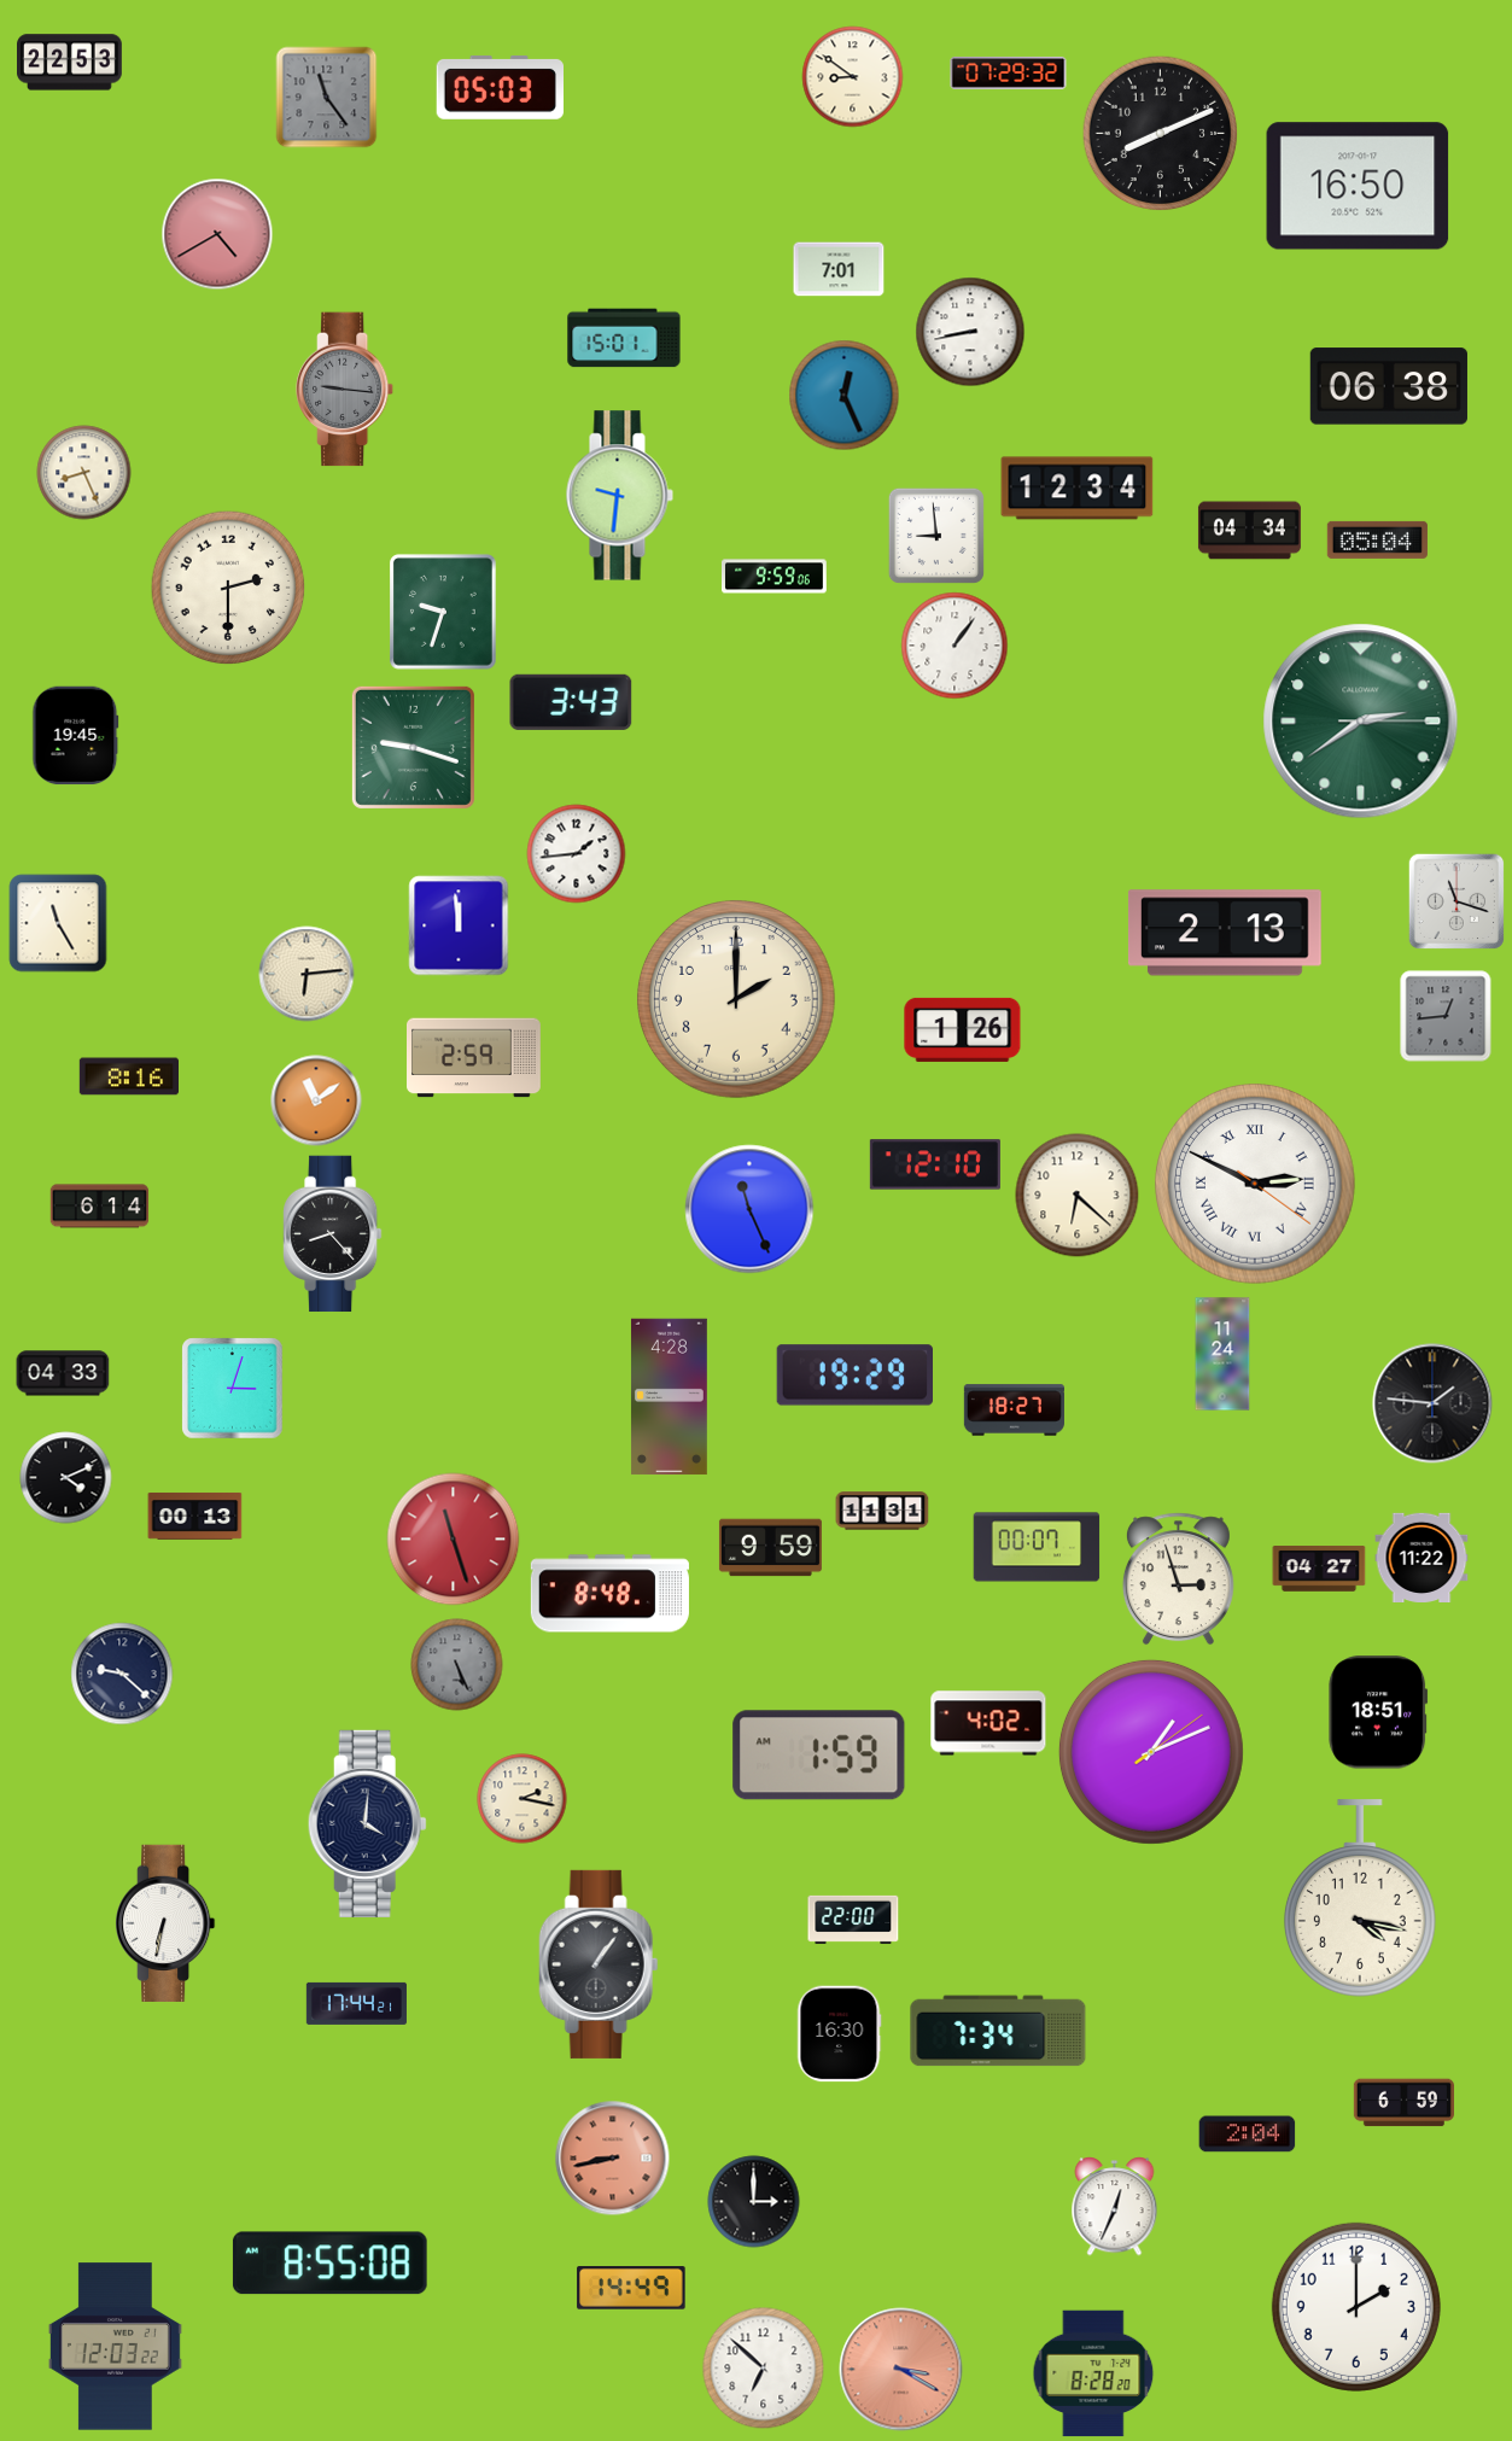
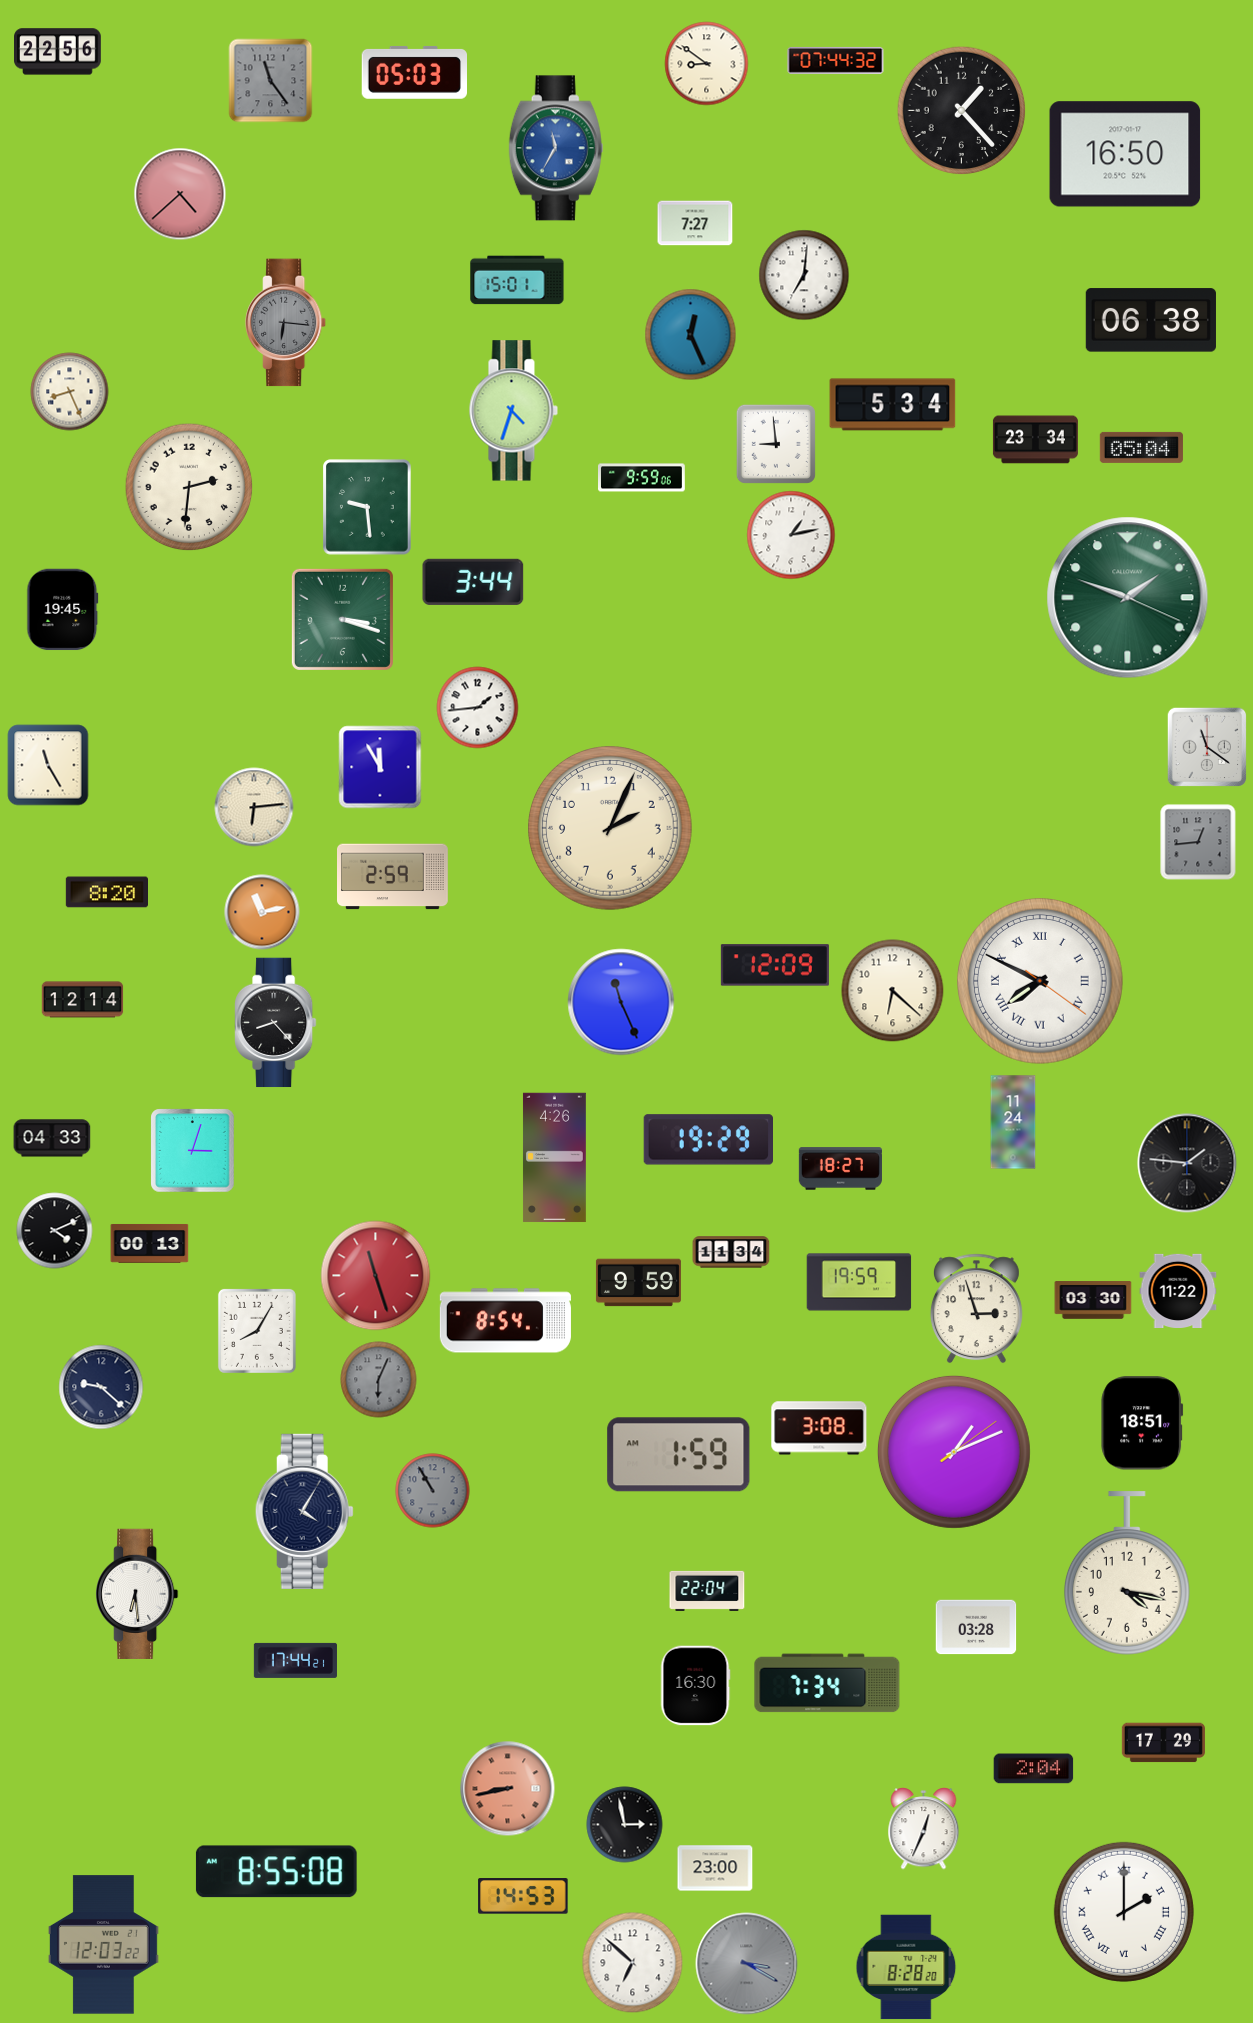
clock at (70, 63): 22:53 -> 22:56
clock at (1009, 72): 07:29 -> 07:44
clock at (1161, 134): 8:11 -> 1:23
clock at (556, 148): none -> 11:35
clock at (217, 234): 4:40 -> 4:38
clock at (839, 269): 7:01 -> 7:27
clock at (970, 332): 8:43 -> 7:01
clock at (346, 390): 9:16 -> 6:16
clock at (845, 396) position: (845, 396) -> (691, 335)
clock at (1078, 489): 12:34 -> 5:34
clock at (619, 496): 9:31 -> 4:33
clock at (1249, 531): 04:34 -> 23:34
clock at (228, 588): 2:30 -> 2:31
clock at (443, 612): 9:33 -> 9:29
clock at (955, 646): 1:06 -> 1:13
clock at (571, 702): 3:43 -> 3:44
clock at (1361, 722): 2:39 -> 1:48
clock at (413, 747): 9:18 -> 3:18
clock at (1456, 901): 11:18 -> 11:21
clock at (459, 925): 11:59 -> 11:55
clock at (1225, 933): 2:13 -> none
clock at (737, 1000): 2:00 -> 2:04
clock at (963, 1029): 1:26 -> none
clock at (128, 1076): 8:16 -> 8:20
clock at (316, 1100): 11:09 -> 11:13
clock at (935, 1164): 12:10 -> 12:09
clock at (1255, 1184): 2:49 -> 7:49
clock at (100, 1207): 6:14 -> 12:14
clock at (669, 1397): 4:28 -> 4:26
clock at (66, 1478) position: (66, 1478) -> (55, 1231)
clock at (882, 1511): 11:31 -> 11:34
clock at (195, 1516) position: (195, 1516) -> (150, 1243)
clock at (1037, 1547): 00:07 -> 19:59
clock at (1319, 1569): 04:27 -> 03:30
clock at (609, 1594): 8:48 -> 8:54
clock at (257, 1331): none -> 8:05
clock at (457, 1665): 5:26 -> 6:04
clock at (1378, 1712) position: (1378, 1712) -> (1142, 1423)
clock at (988, 1723): 4:02 -> 3:08
clock at (523, 1799): 2:17 -> 10:55
clock at (523, 1799) dial: cream -> grey
clock at (367, 1823): 4:01 -> 4:05
clock at (853, 1920): 22:00 -> 22:04
clock at (165, 1923): 6:32 -> 6:29
clock at (976, 1627): none -> 03:28
clock at (599, 1964): 1:06 -> none
clock at (1403, 2103): 6:59 -> 17:29
clock at (754, 2202): 3:00 -> 2:58
clock at (715, 1868): none -> 23:00
clock at (329, 2264) position: (329, 2264) -> (276, 1872)
clock at (631, 2288): 14:49 -> 14:53
clock at (1356, 2307) numerals: Arabic -> Roman
clock at (115, 2347) position: (115, 2347) -> (103, 1945)
clock at (901, 2370) dial: salmon -> grey
